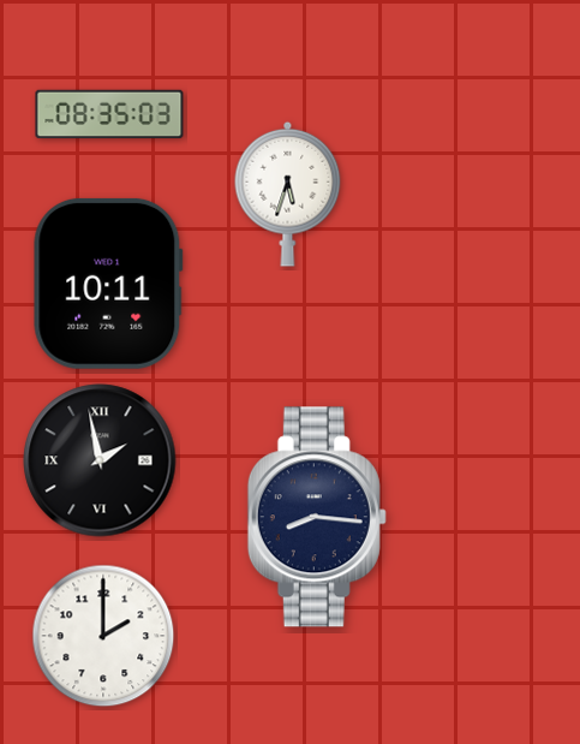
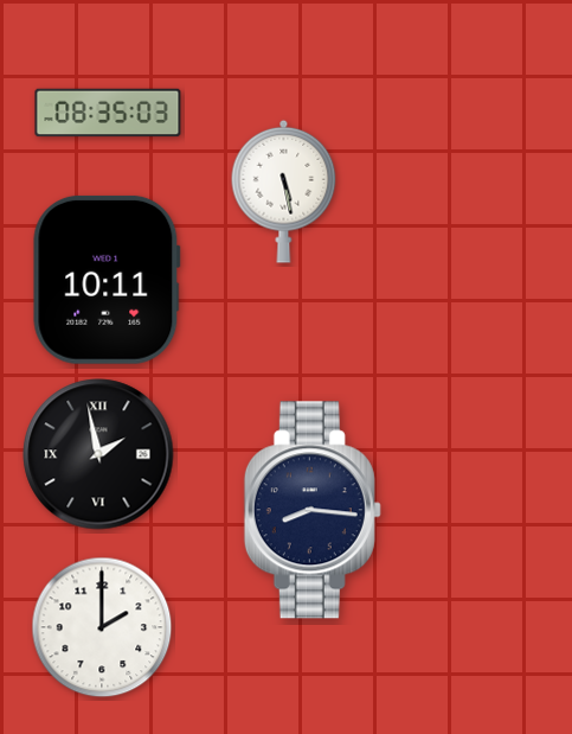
clock at (288, 194): 5:33 -> 5:28
